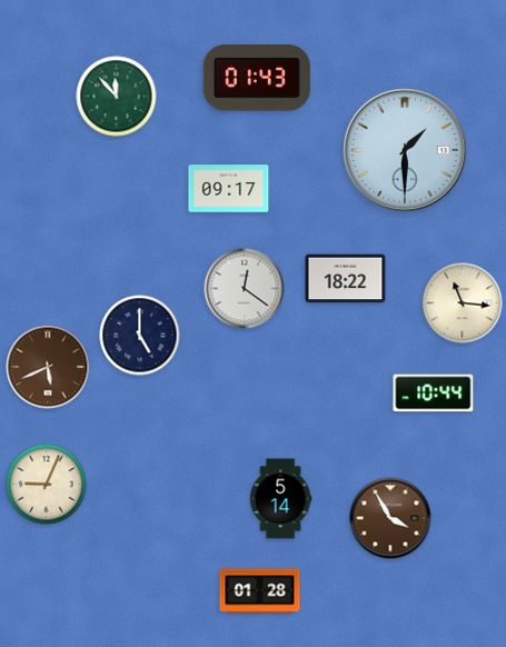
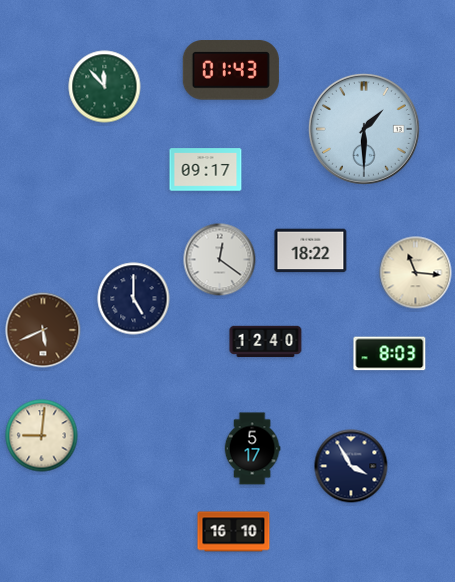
clock at (405, 150) position: (405, 150) -> (364, 129)
clock at (140, 336) position: (140, 336) -> (134, 299)
clock at (266, 342): none -> 12:40
clock at (434, 394): 10:44 -> 8:03
clock at (47, 485): 9:04 -> 9:01
clock at (280, 499): 5:14 -> 5:17
clock at (390, 518) dial: brown -> navy
clock at (260, 591): 01:28 -> 16:10
